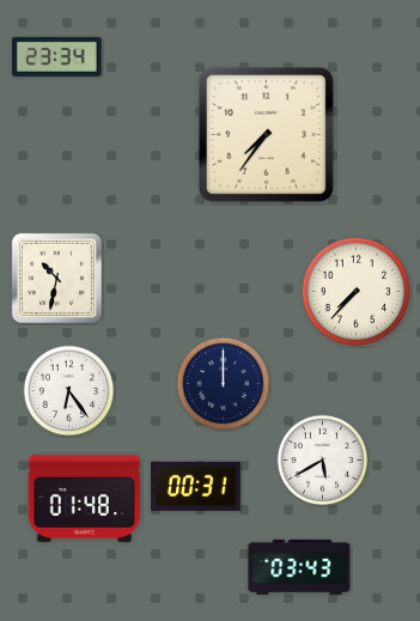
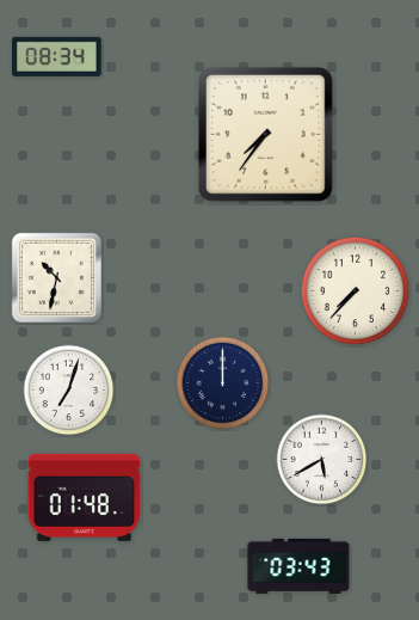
clock at (57, 56): 23:34 -> 08:34
clock at (69, 391): 6:24 -> 7:03
clock at (196, 486): 00:31 -> none
